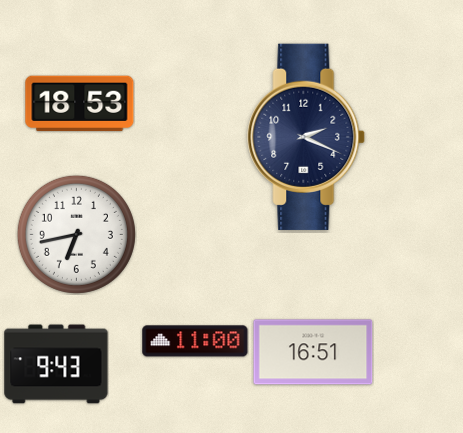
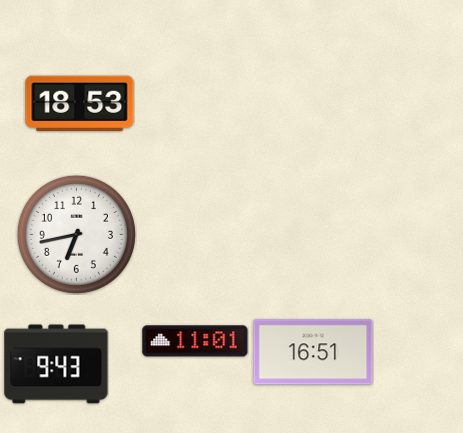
clock at (307, 137): 2:19 -> none
clock at (195, 341): 11:00 -> 11:01
